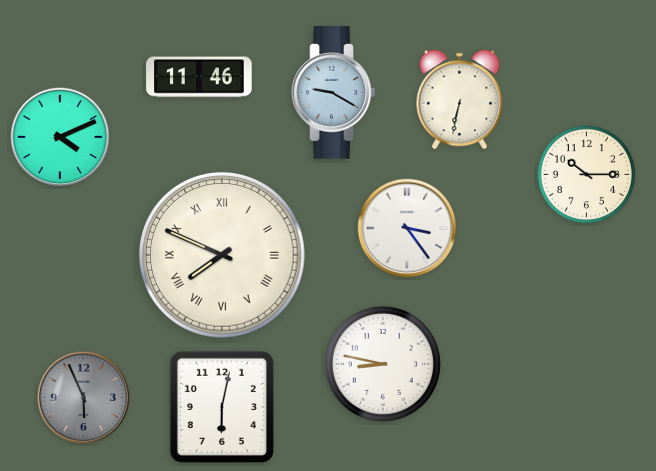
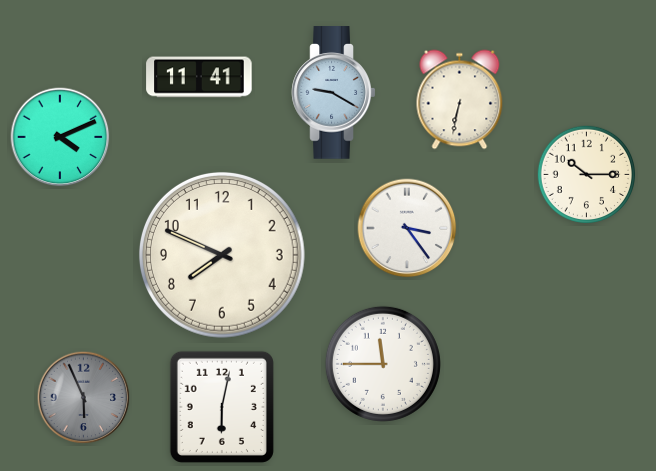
clock at (199, 77): 11:46 -> 11:41
clock at (222, 255) numerals: Roman -> Arabic
clock at (383, 364): 8:47 -> 11:45
